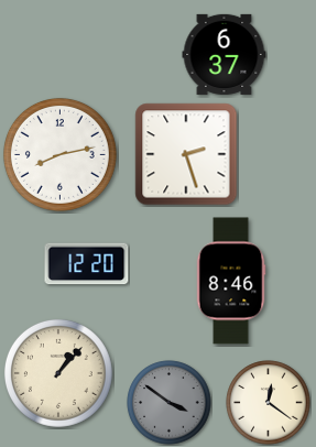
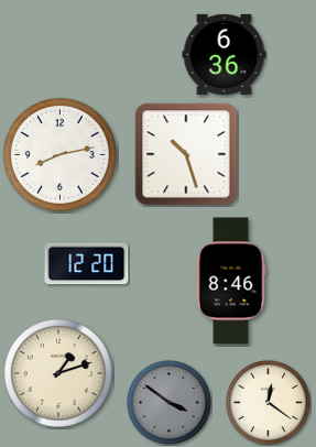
clock at (225, 54): 6:37 -> 6:36
clock at (186, 154): 2:27 -> 10:27
clock at (58, 373): 1:07 -> 1:12
